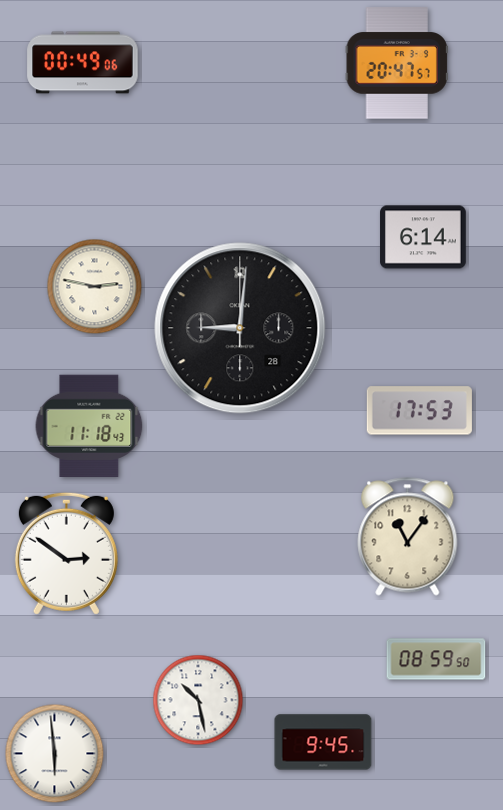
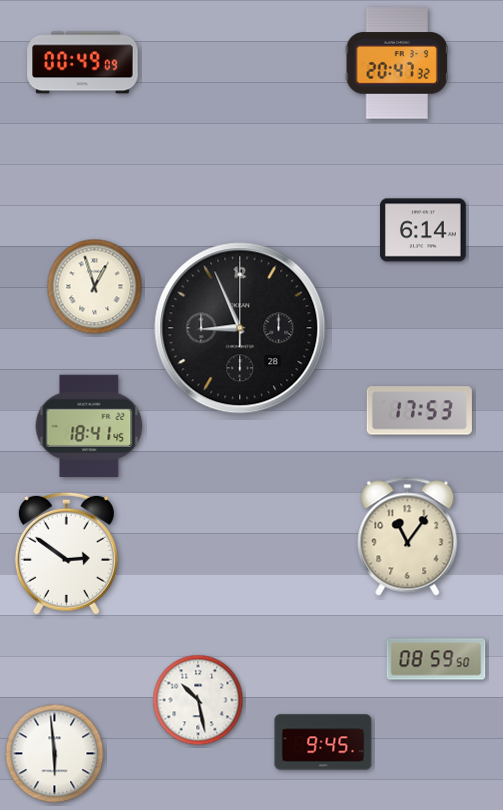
clock at (83, 63): 00:49:06 -> 00:49:09
clock at (397, 63): 20:47:57 -> 20:47:32
clock at (423, 237) position: (423, 237) -> (423, 230)
clock at (95, 287): 2:47 -> 12:57
clock at (240, 328): 9:01 -> 8:56
clock at (89, 425): 11:18 -> 18:41
